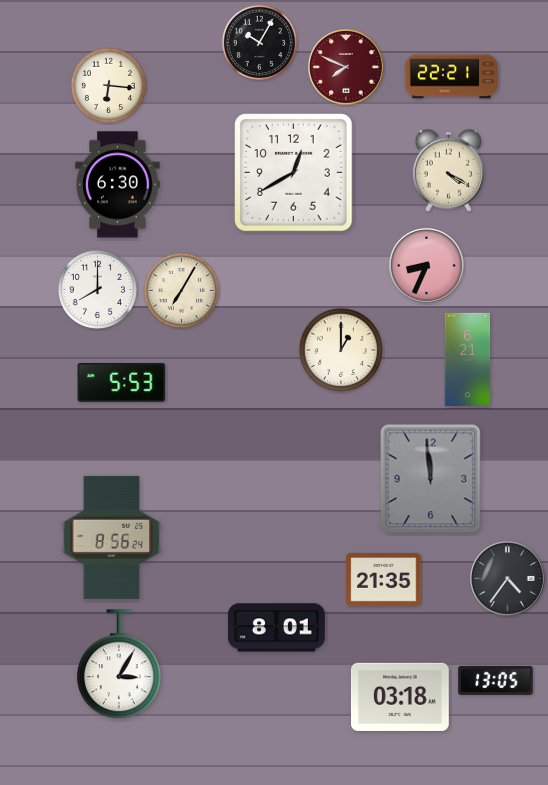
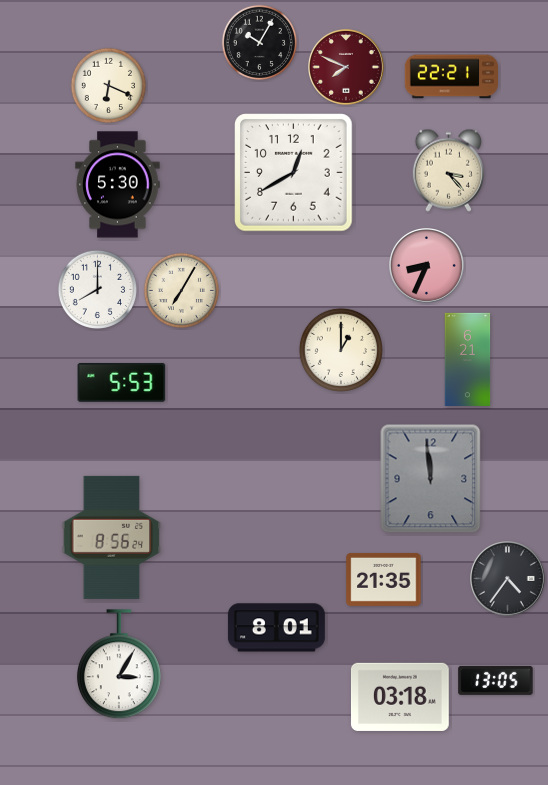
clock at (108, 85): 6:16 -> 6:19
clock at (449, 170): 4:20 -> 3:23
clock at (118, 185): 6:30 -> 5:30
